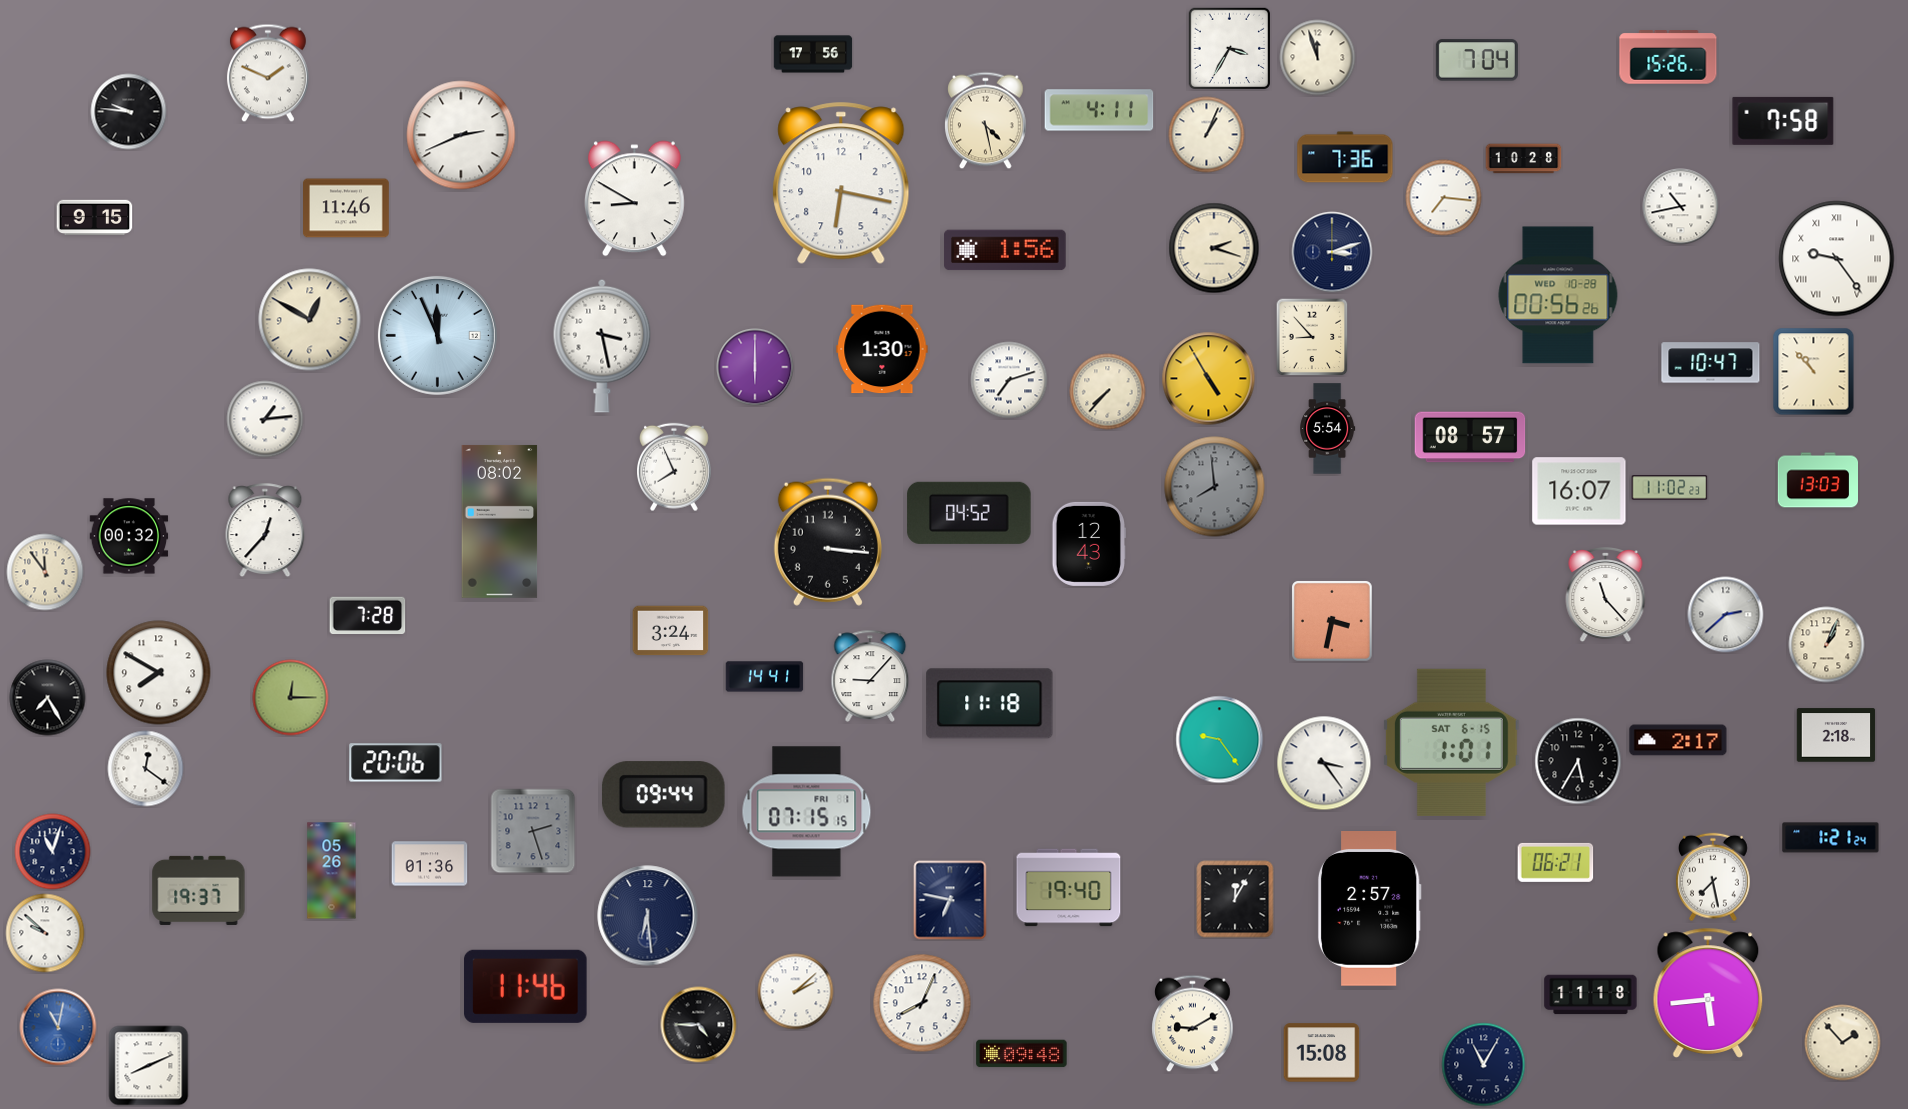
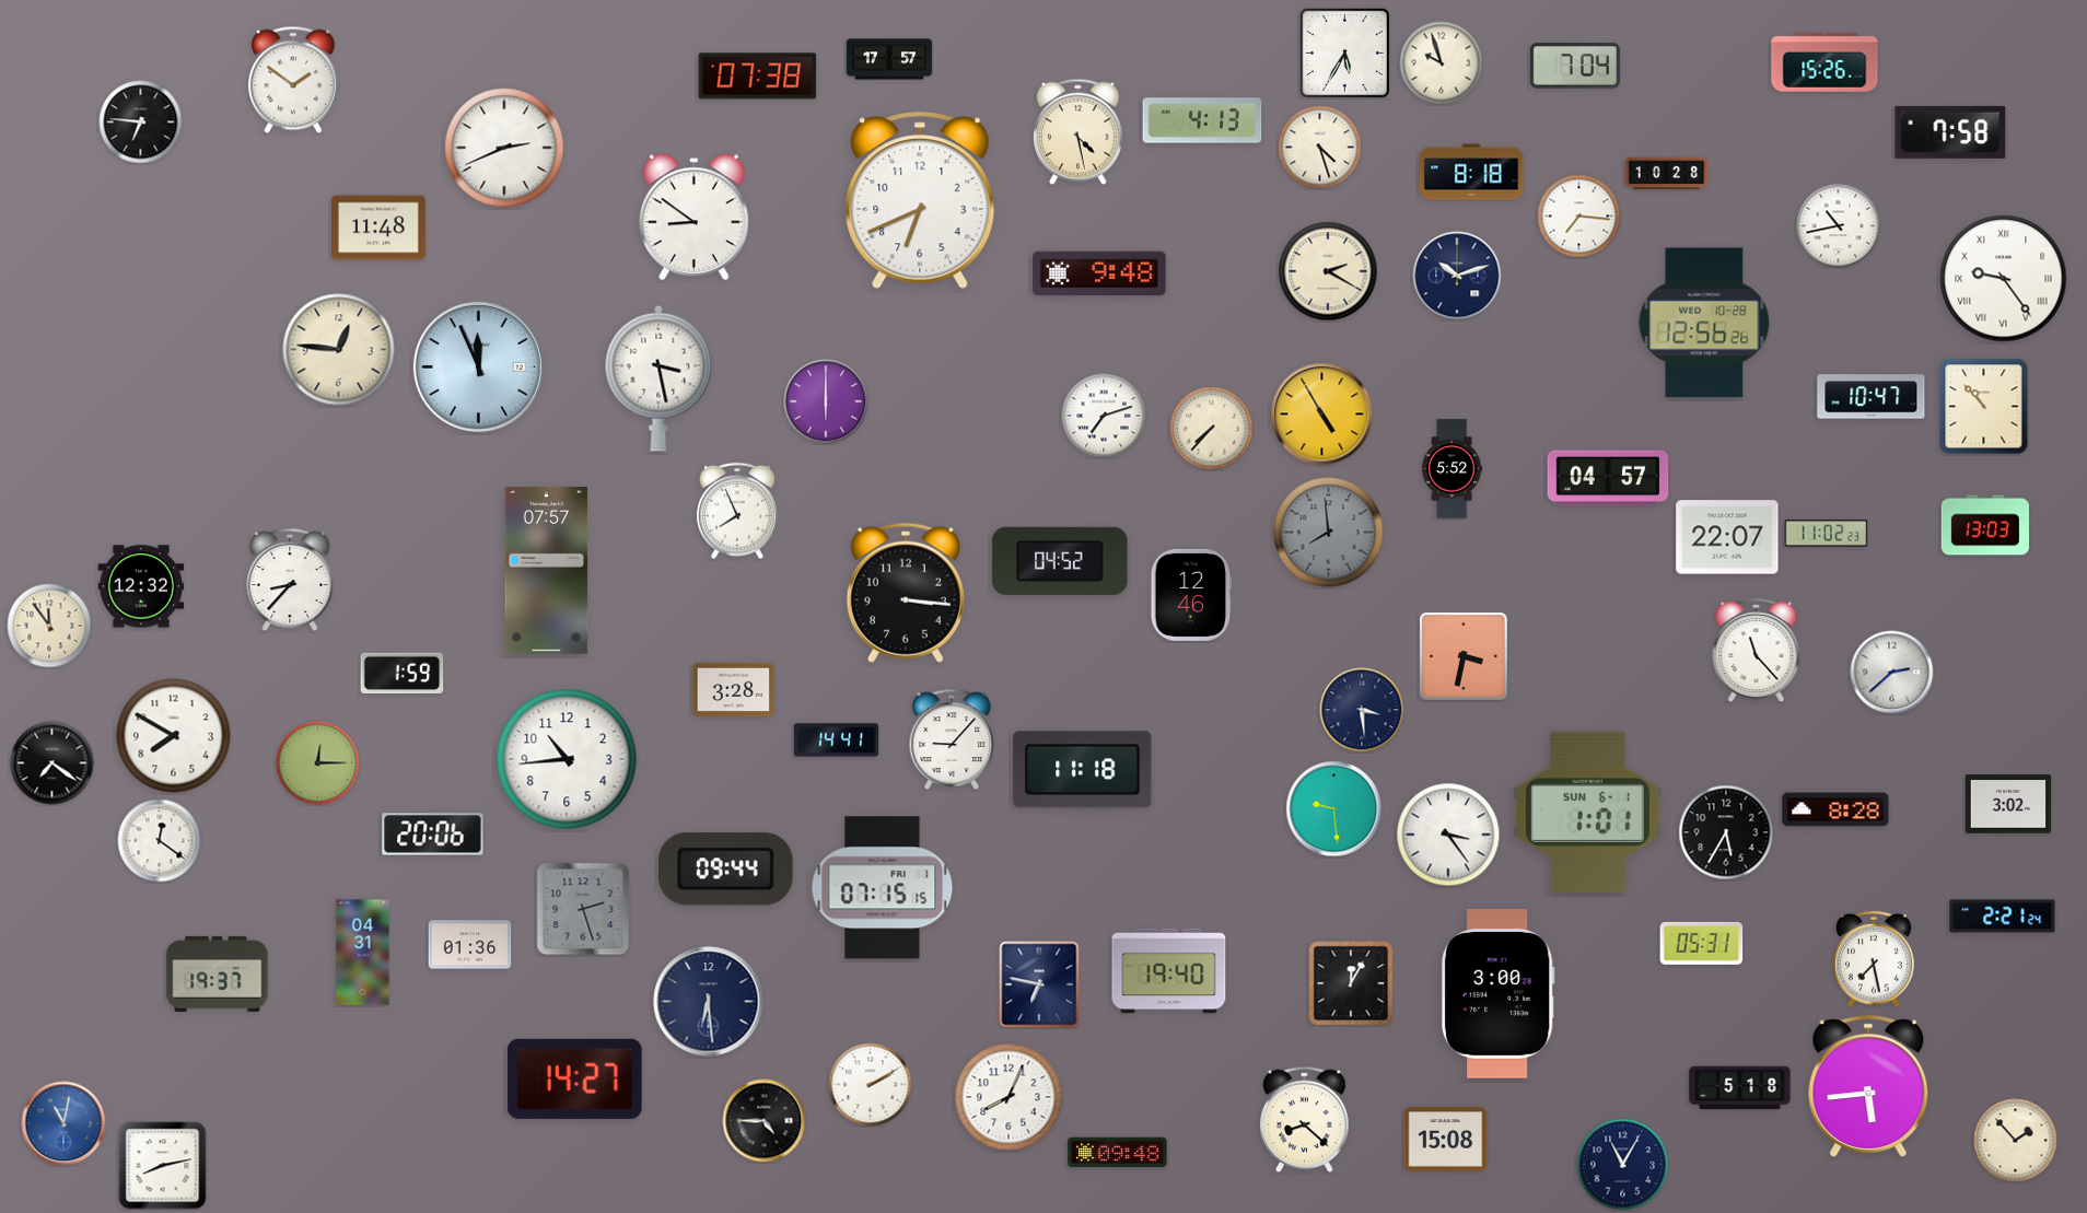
clock at (1229, 48): 3:35 -> 5:35
clock at (813, 54): 17:56 -> 17:57
clock at (1318, 58): 11:57 -> 9:57
clock at (1477, 60) position: (1477, 60) -> (1575, 66)
clock at (758, 77): none -> 07:38
clock at (268, 73): 1:49 -> 1:51
clock at (1099, 110): 4:11 -> 4:13
clock at (129, 112): 9:46 -> 6:46
clock at (1207, 135): 1:04 -> 4:27
clock at (1345, 157): 7:36 -> 8:18
clock at (841, 183): 6:17 -> 6:41
clock at (634, 199): 8:50 -> 8:51
clock at (347, 208): 11:46 -> 11:48
clock at (95, 217): 9:15 -> none
clock at (1214, 248): 2:18 -> 2:20
clock at (1005, 250): 1:56 -> 9:48
clock at (1332, 252): 3:12 -> 10:12
clock at (1837, 259) position: (1837, 259) -> (2004, 279)
clock at (1558, 295): 00:56 -> 12:56
clock at (310, 320): 12:50 -> 12:46
clock at (1312, 337): 8:53 -> none
clock at (882, 349): 1:30 -> none
clock at (265, 419): 1:14 -> none
clock at (1328, 429): 5:54 -> 5:52
clock at (1470, 437): 08:57 -> 04:57
clock at (1817, 480) position: (1817, 480) -> (1984, 525)
clock at (1579, 491): 16:07 -> 22:07
clock at (500, 521): 08:02 -> 07:57
clock at (265, 531): 12:37 -> 8:37
clock at (129, 536): 00:32 -> 12:32
clock at (1088, 544): 12:43 -> 12:46
clock at (368, 615): 7:28 -> 1:59
clock at (1726, 615) position: (1726, 615) -> (1892, 673)
clock at (1333, 622) position: (1333, 622) -> (1465, 657)
clock at (671, 631): 3:24 -> 3:28
clock at (1827, 645): 1:04 -> none
clock at (1362, 710): none -> 3:29
clock at (567, 759): none -> 10:44
clock at (48, 698): 7:25 -> 7:21
clock at (1836, 735): 2:18 -> 3:02
clock at (1220, 740): 9:24 -> 9:29
clock at (1678, 740): 2:17 -> 8:28
clock at (1451, 742) date: SAT 6-15 -> SUN 6-1
clock at (1831, 838): 1:21 -> 2:21
clock at (53, 852): 11:03 -> none
clock at (1556, 862): 06:21 -> 05:31
clock at (332, 871): 05:26 -> 04:31
clock at (1369, 909): 2:57 -> 3:00
clock at (45, 933): 9:52 -> none
clock at (526, 986): 11:46 -> 14:27
clock at (796, 992): 2:08 -> 2:10
clock at (1591, 995): 11:18 -> 5:18
clock at (1193, 1024): 9:10 -> 8:22
clock at (1322, 1053) position: (1322, 1053) -> (1446, 1140)
clock at (149, 1066): 8:11 -> 8:13
